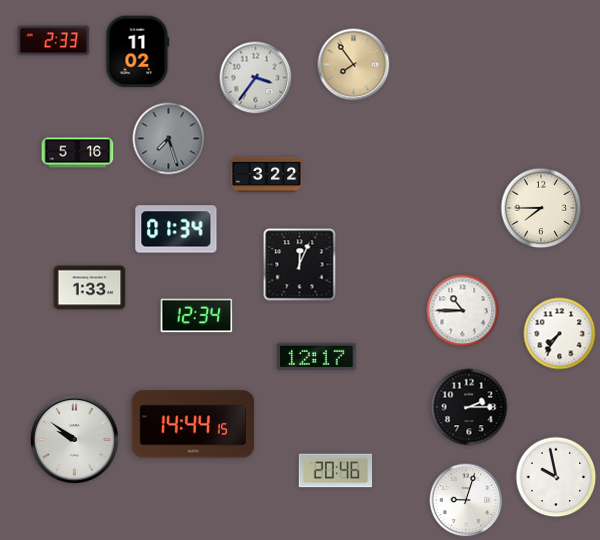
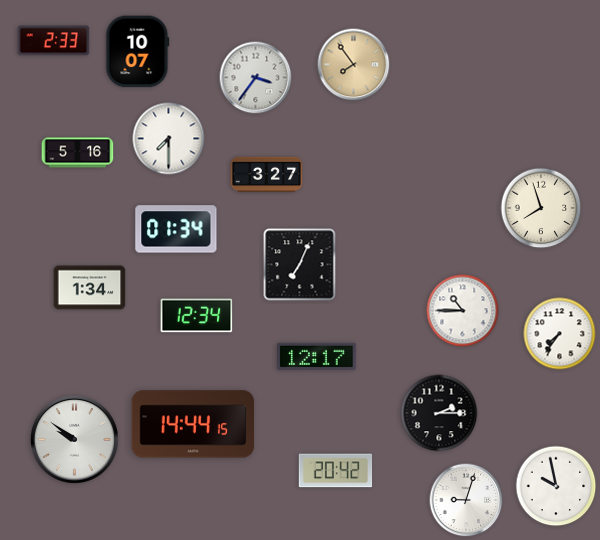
clock at (138, 52): 11:02 -> 10:07
clock at (169, 139): 7:27 -> 7:30
clock at (169, 139) dial: grey -> white
clock at (267, 175): 3:22 -> 3:27
clock at (541, 208): 7:45 -> 7:57
clock at (300, 265): 12:04 -> 7:04
clock at (90, 288): 1:33 -> 1:34
clock at (469, 407) position: (469, 407) -> (439, 413)
clock at (336, 471): 20:46 -> 20:42
clock at (556, 477) position: (556, 477) -> (556, 486)
